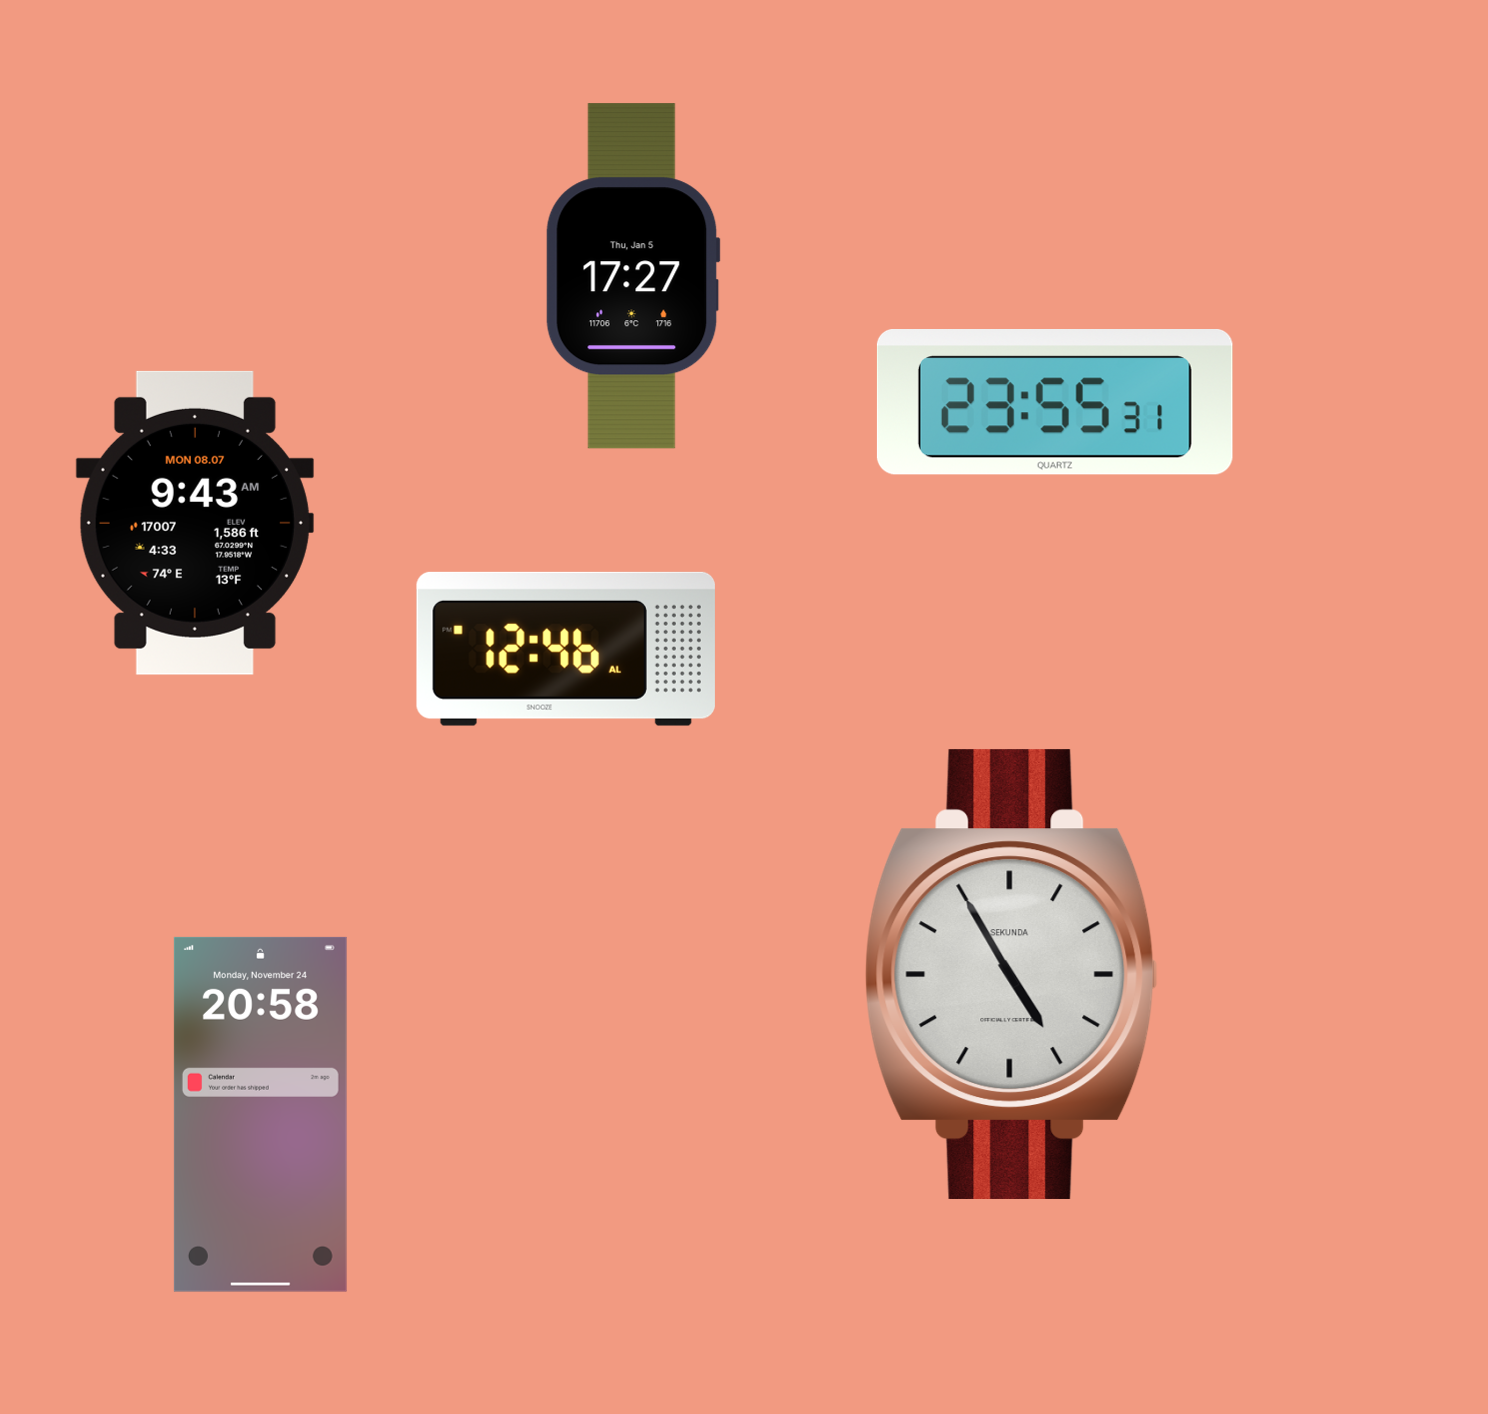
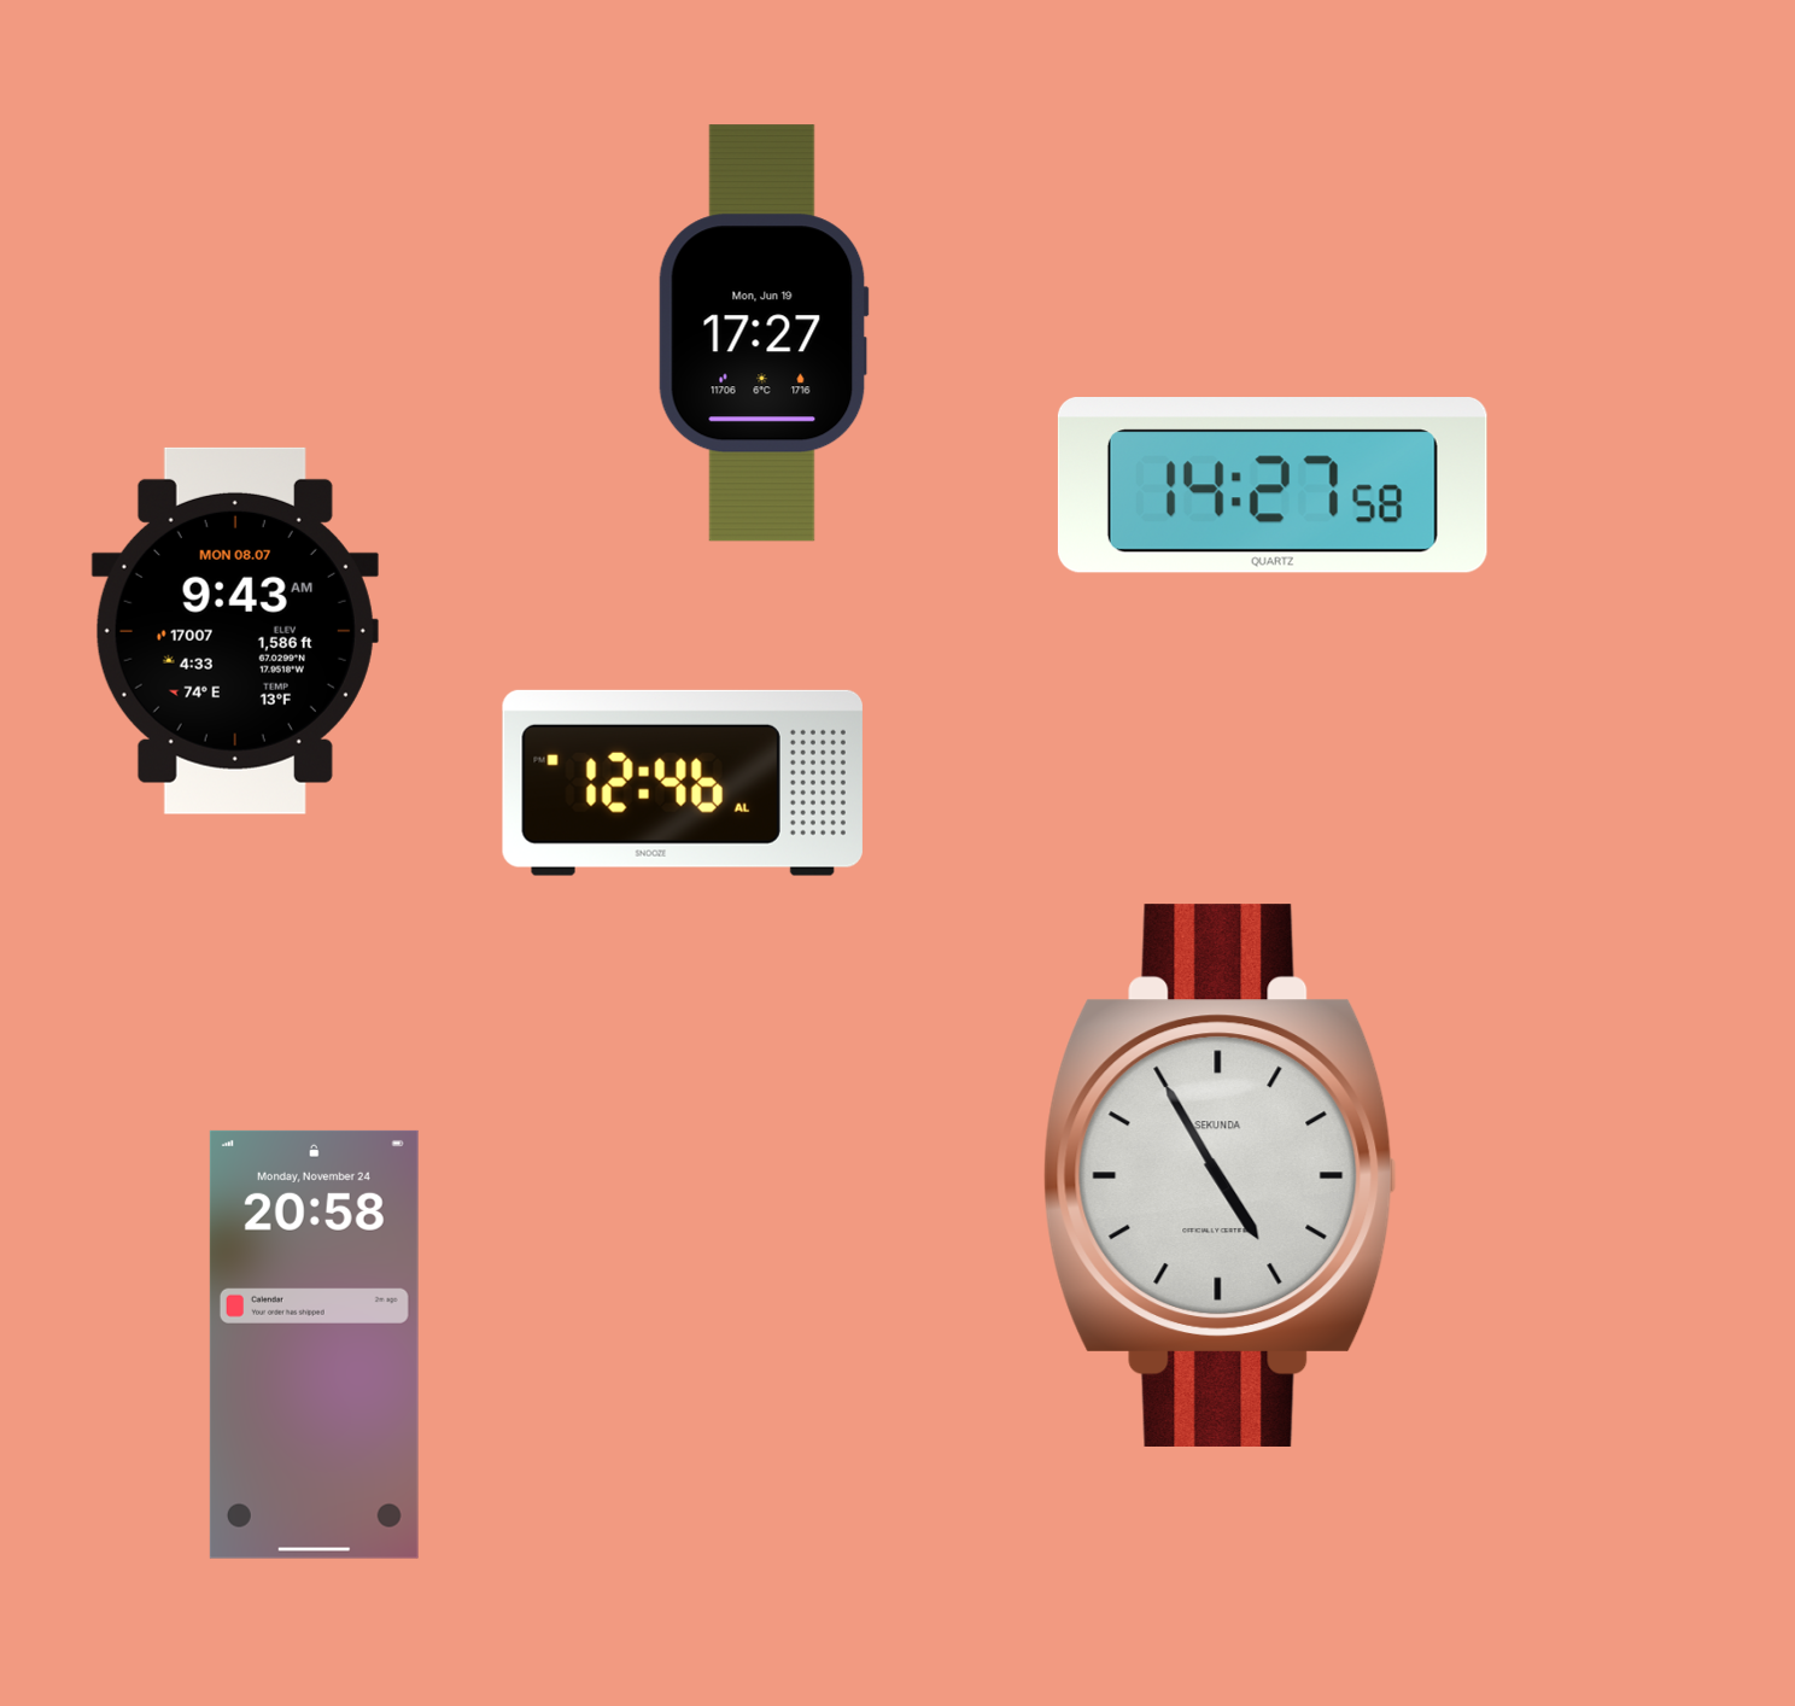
clock at (633, 276) date: Thu, Jan 5 -> Mon, Jun 19
clock at (1055, 402): 23:55 -> 14:27
